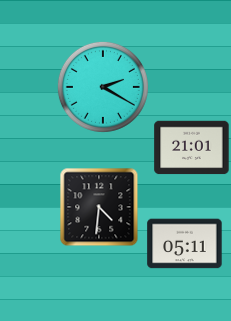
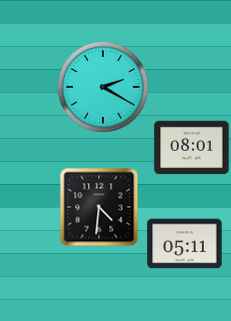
clock at (192, 148): 21:01 -> 08:01
